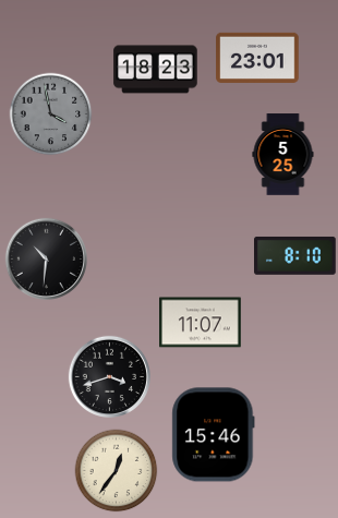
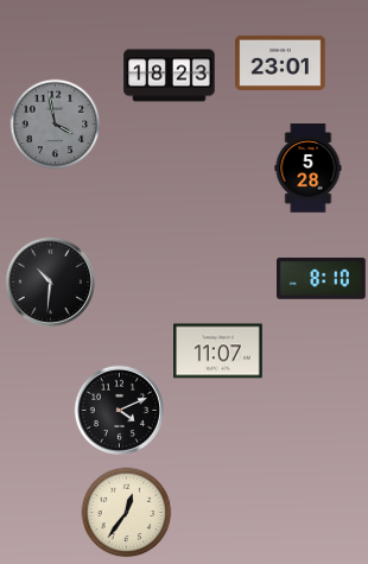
clock at (283, 155): 5:25 -> 5:28
clock at (109, 376): 3:42 -> 4:11
clock at (214, 435): 15:46 -> none
